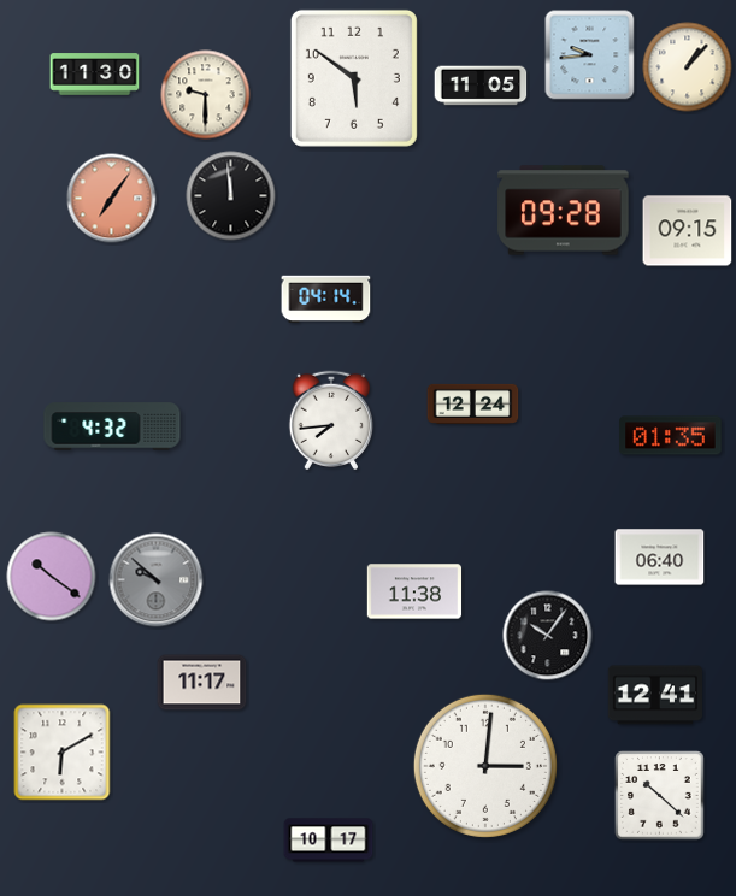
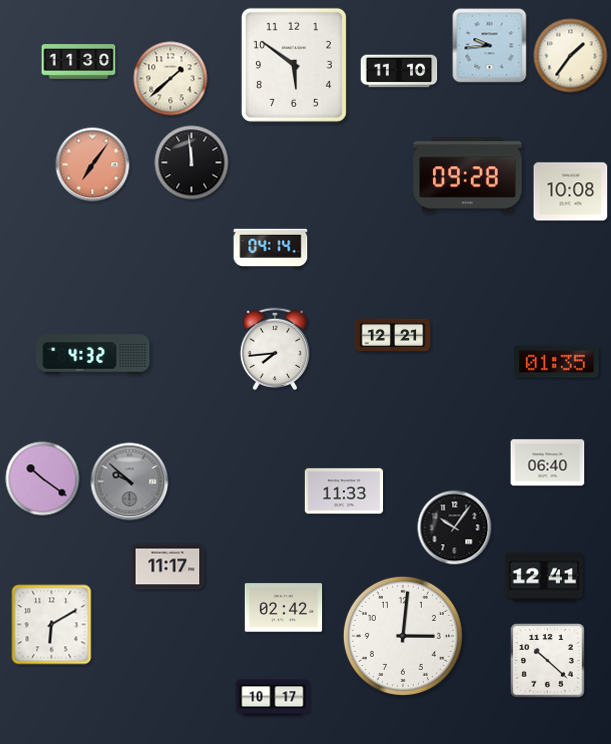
clock at (688, 67): 1:07 -> 1:36
clock at (481, 86): 11:05 -> 11:10
clock at (206, 95): 9:30 -> 1:38
clock at (688, 231): 09:15 -> 10:08
clock at (473, 403): 12:24 -> 12:21
clock at (414, 591): 11:38 -> 11:33
clock at (284, 608): none -> 02:42
